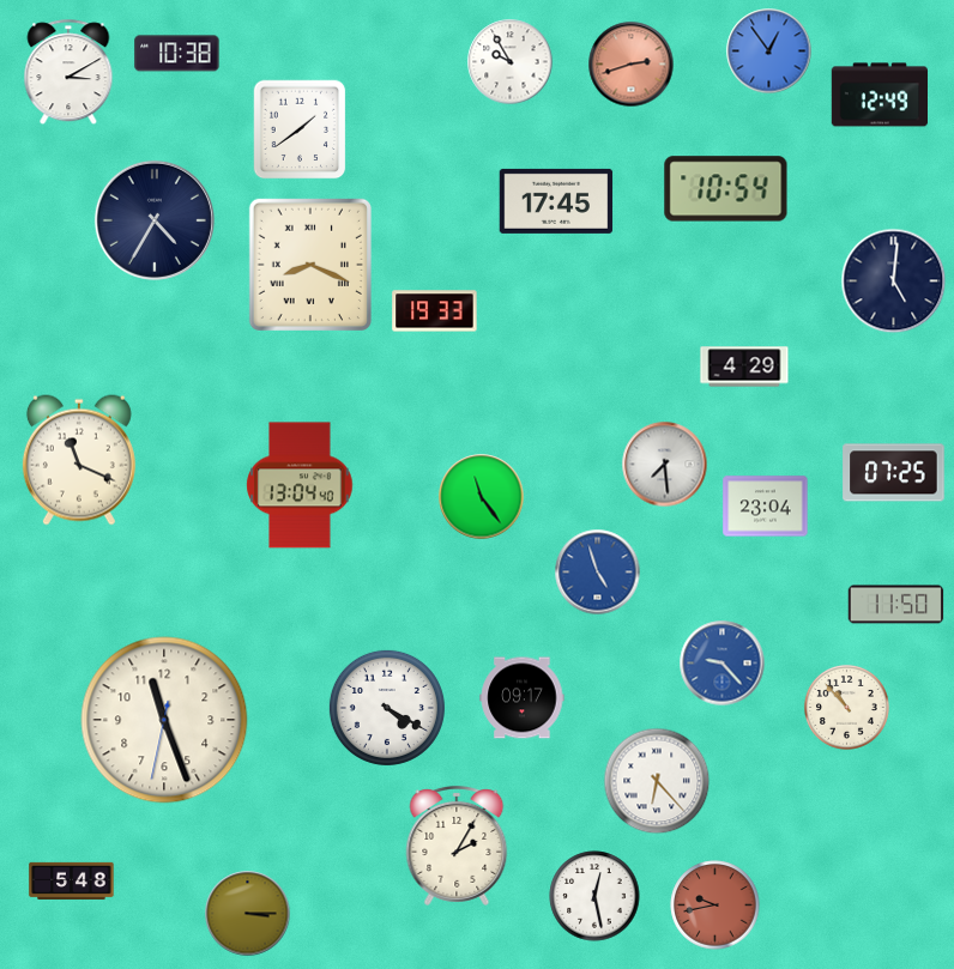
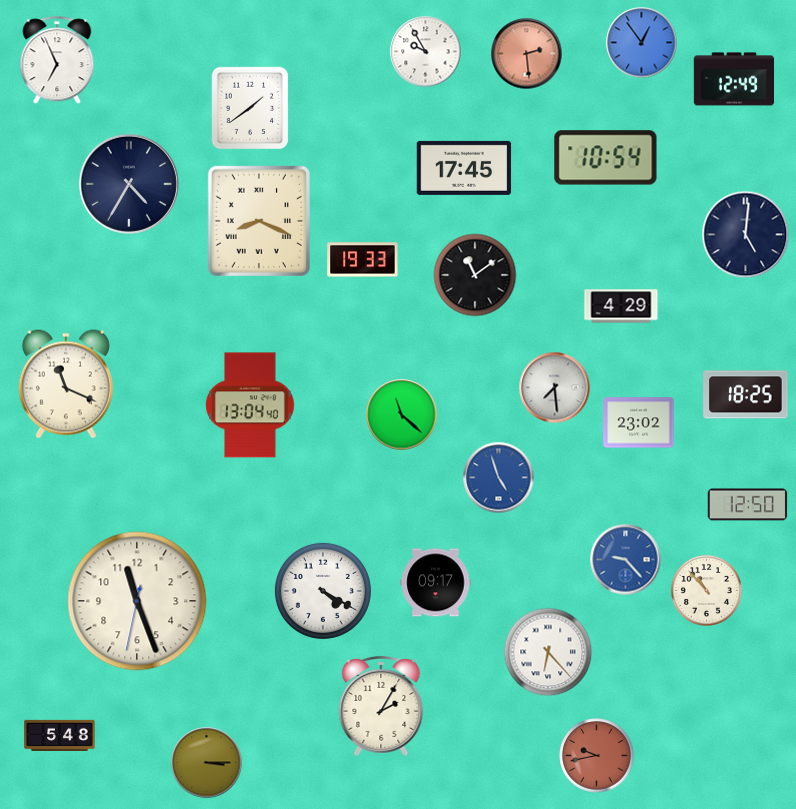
clock at (177, 54): 10:38 -> none
clock at (632, 65): 2:42 -> 2:29
clock at (68, 73): 3:10 -> 6:56
clock at (475, 275): none -> 11:09
clock at (894, 473): 07:25 -> 18:25
clock at (482, 497): 11:24 -> 11:22
clock at (766, 507): 23:04 -> 23:02
clock at (896, 605): 11:50 -> 12:50
clock at (723, 664) position: (723, 664) -> (626, 560)
clock at (594, 896): 12:28 -> none
